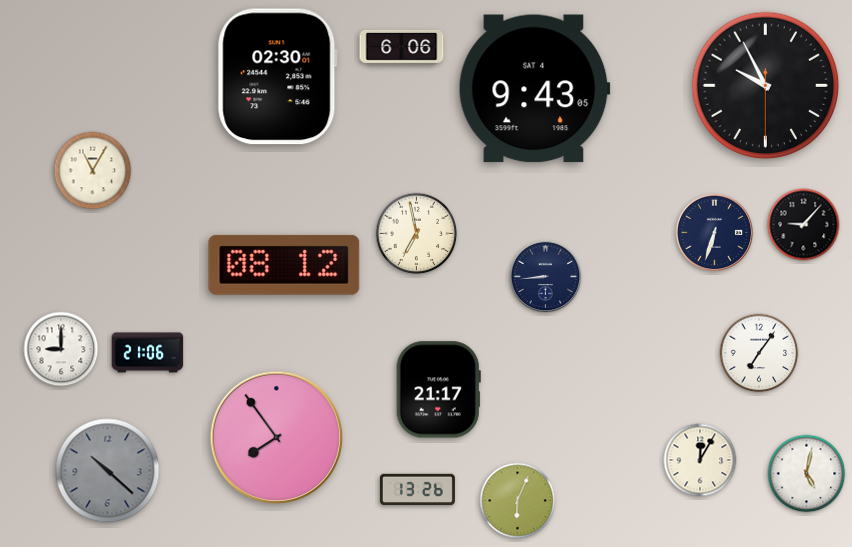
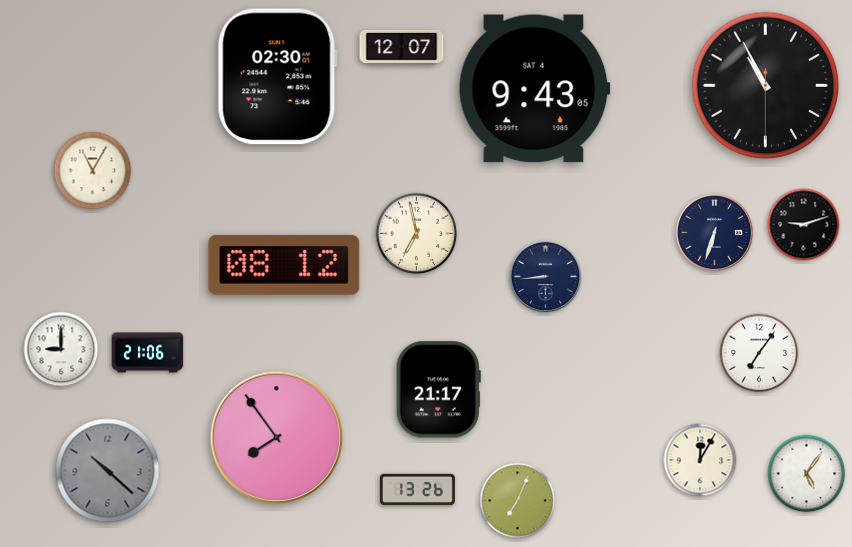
clock at (402, 47): 6:06 -> 12:07
clock at (766, 86): 9:55 -> 10:55
clock at (804, 225): 9:07 -> 9:12
clock at (807, 474): 5:02 -> 5:06
clock at (518, 501): 6:04 -> 7:04
